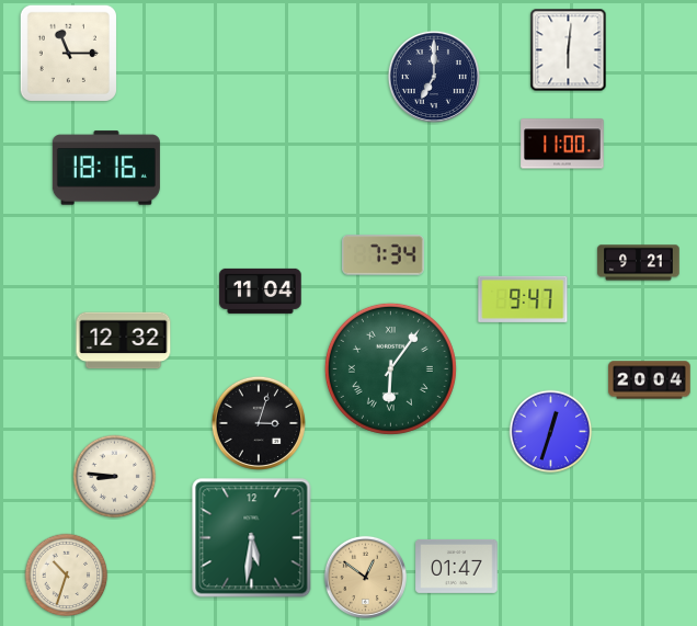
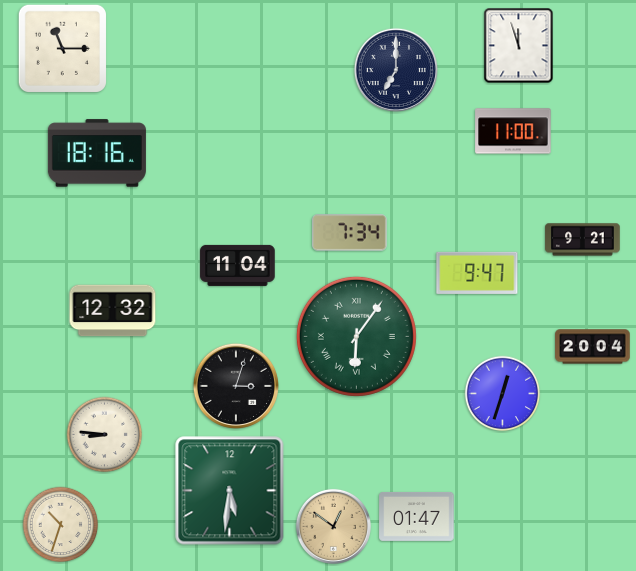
clock at (569, 50): 6:01 -> 11:57
